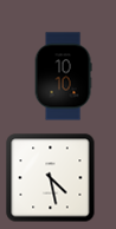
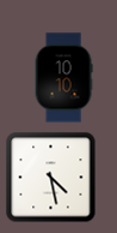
clock at (51, 178) position: (51, 178) -> (51, 178)
